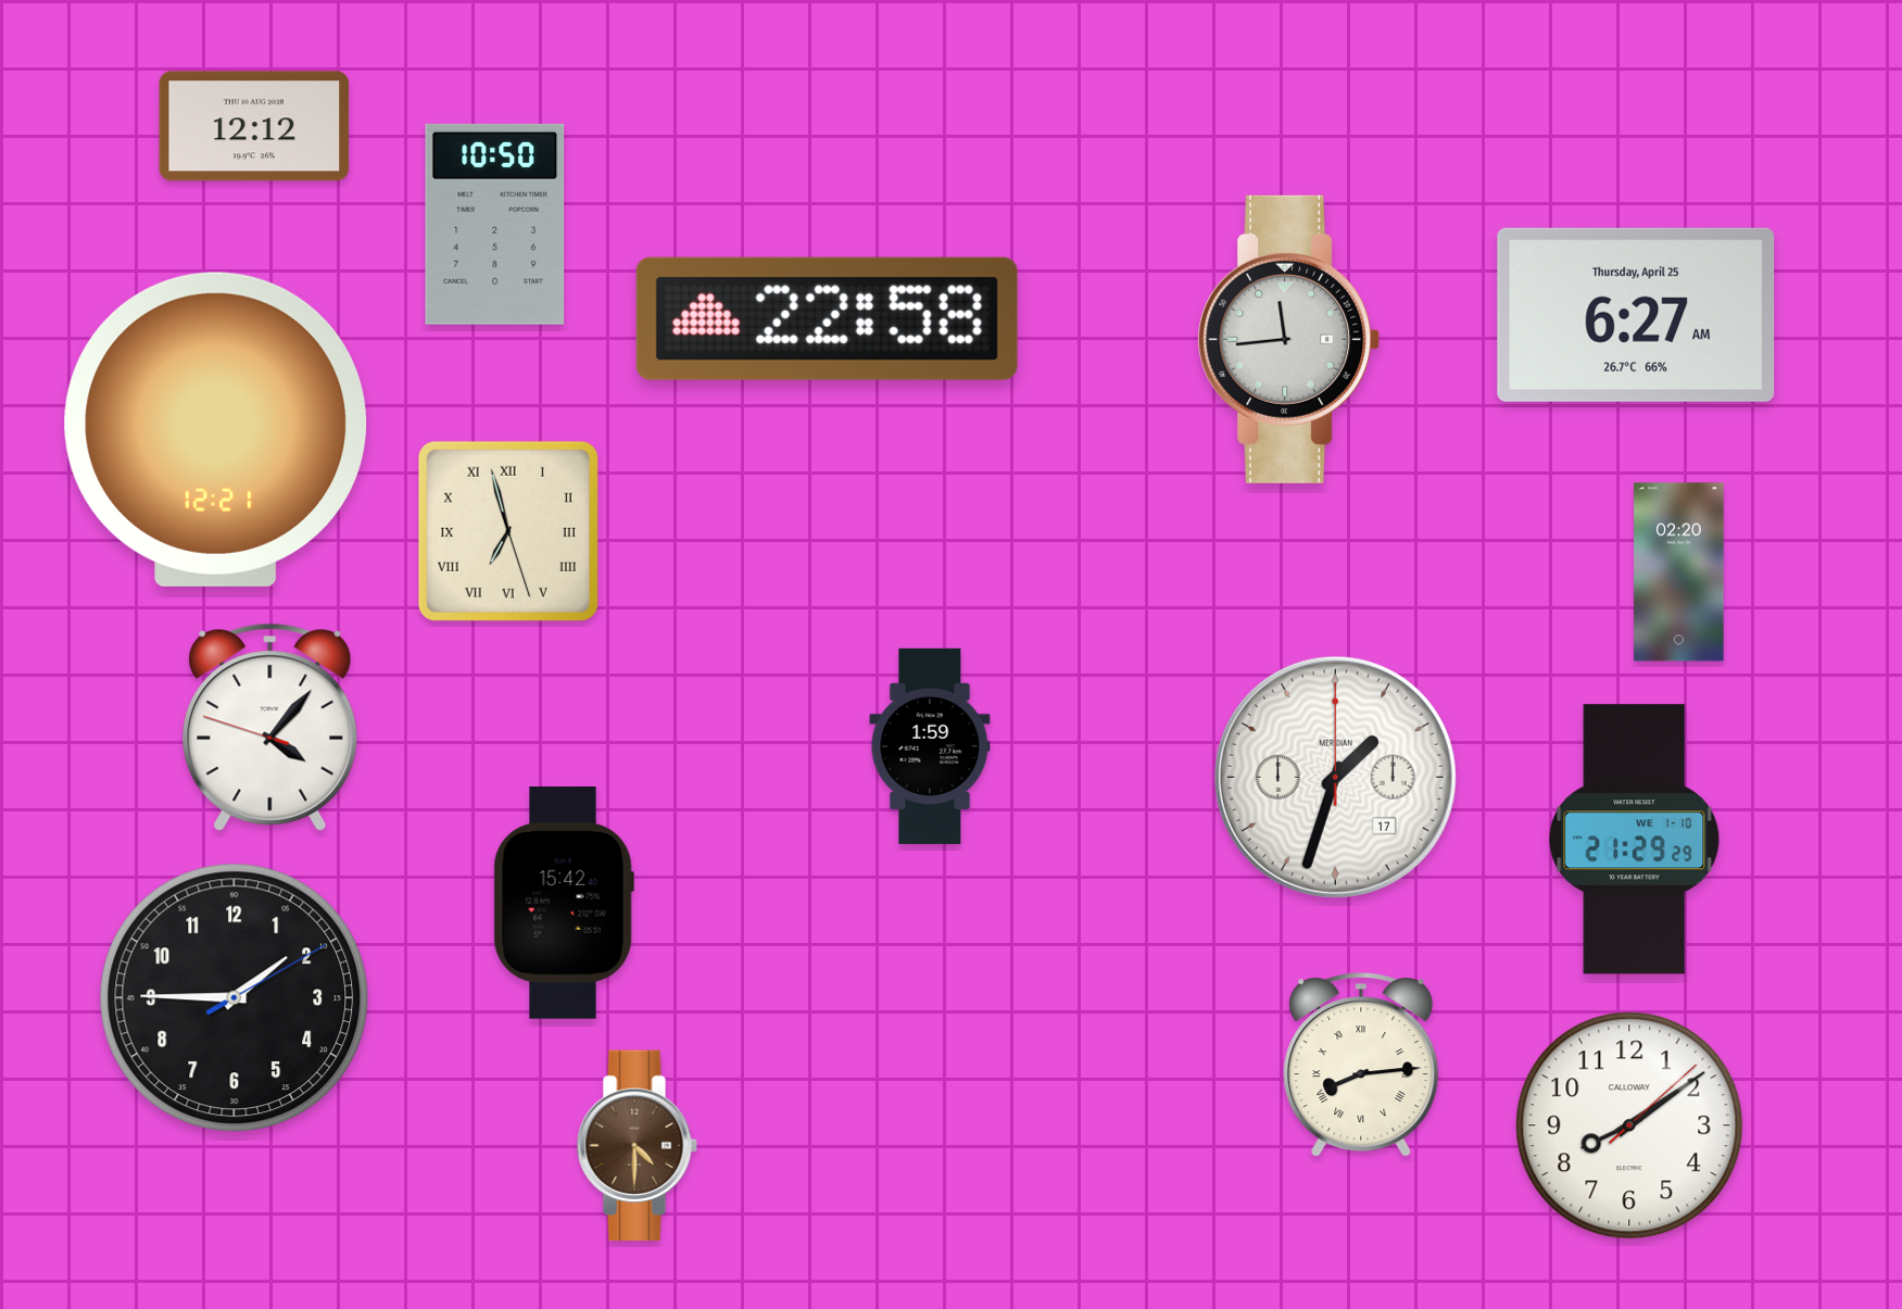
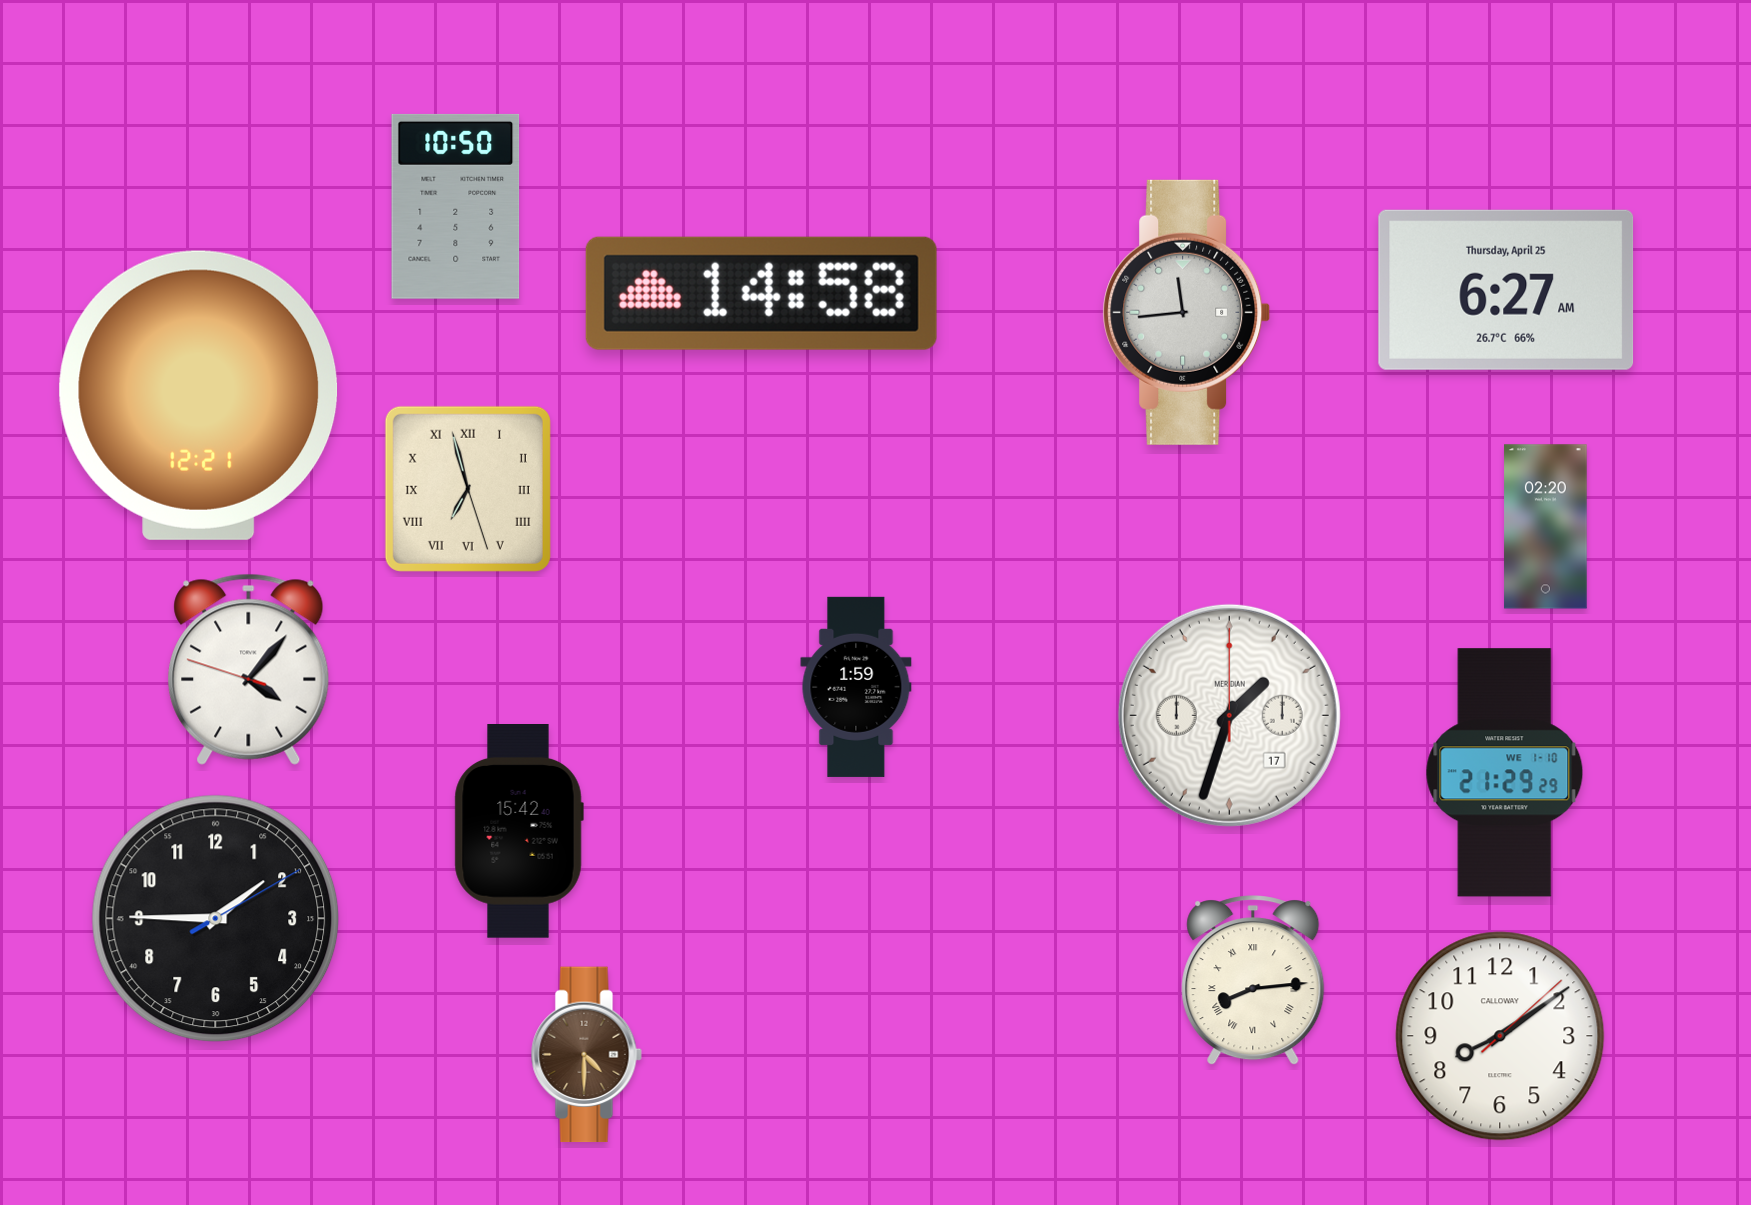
clock at (254, 126): 12:12 -> none
clock at (827, 318): 22:58 -> 14:58
